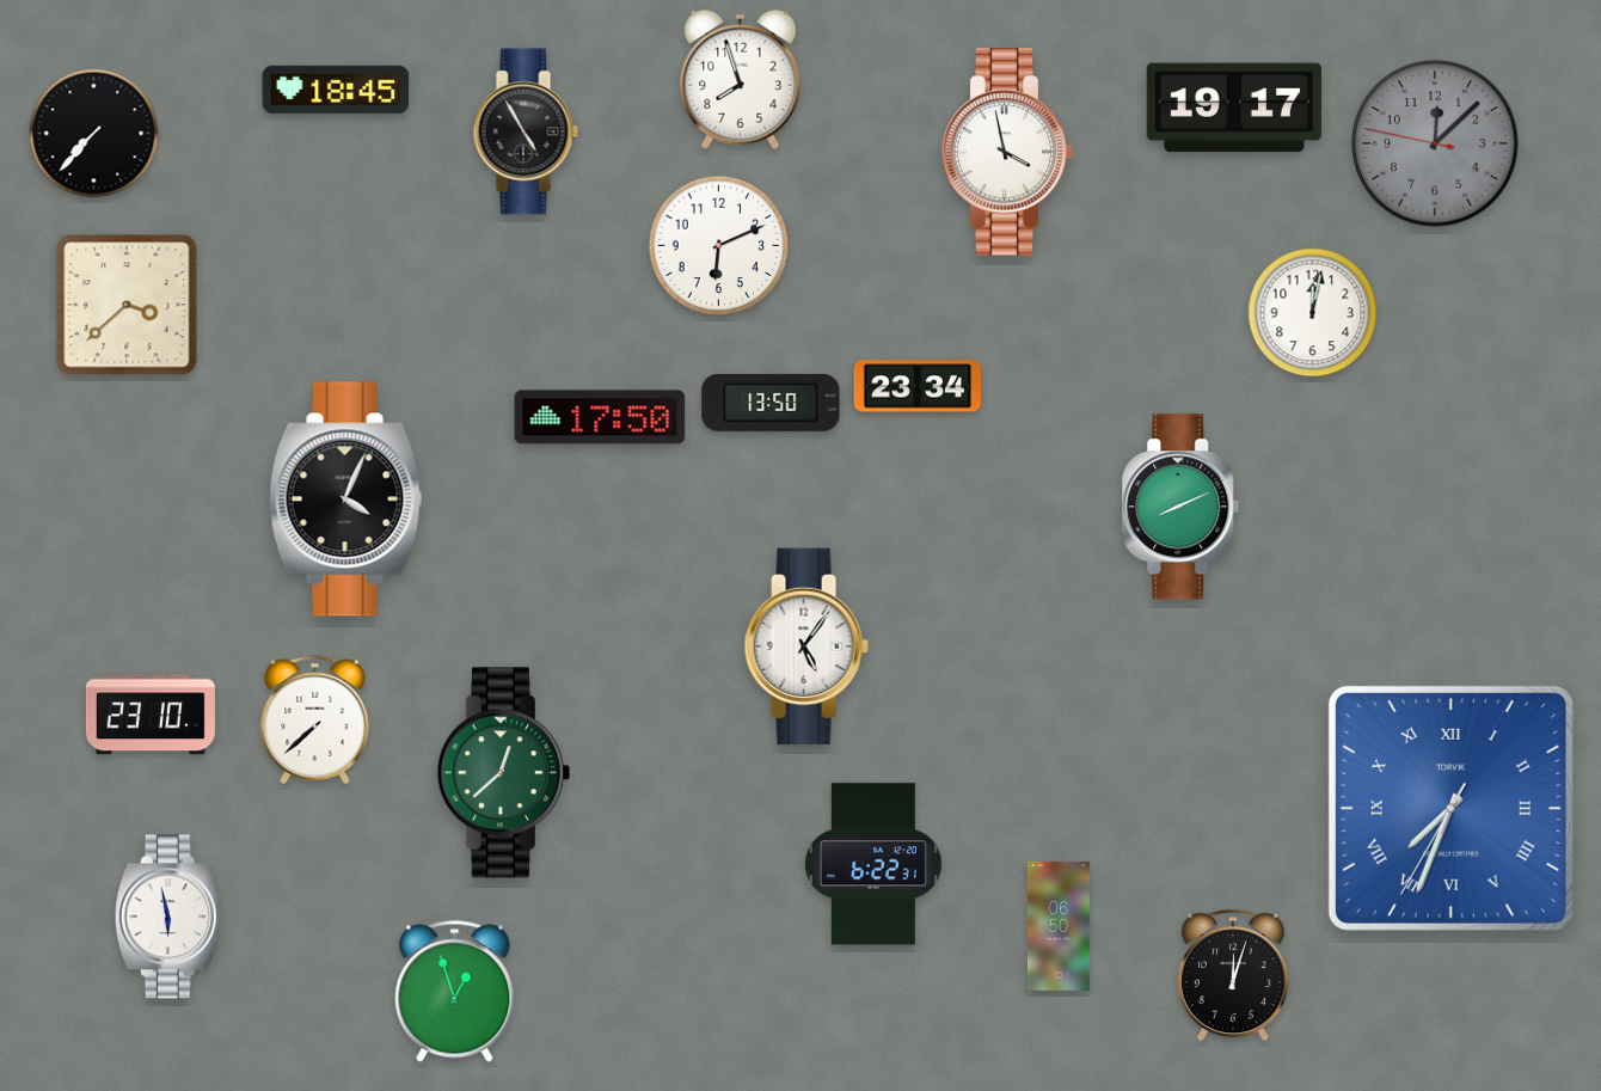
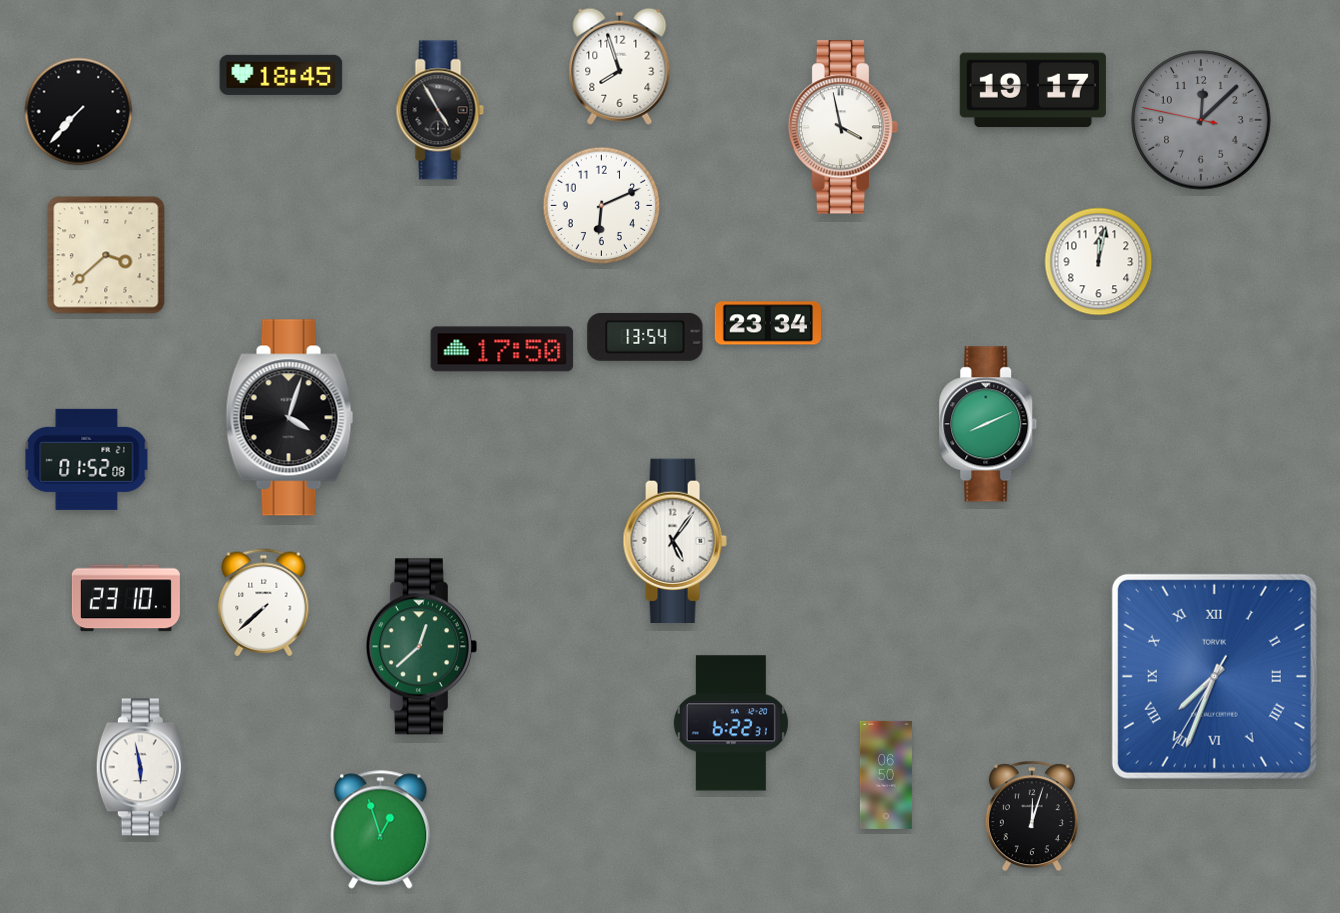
clock at (771, 403): 13:50 -> 13:54
clock at (346, 499): 4:04 -> 4:03
clock at (87, 459): none -> 01:52
